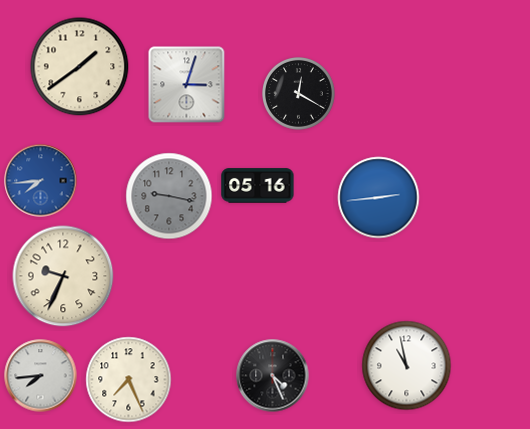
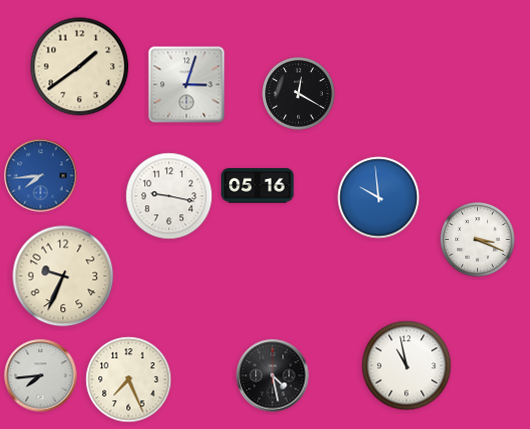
clock at (41, 181) position: (41, 181) -> (41, 176)
clock at (169, 196) dial: grey -> white
clock at (379, 198): 2:44 -> 9:59
clock at (478, 240): none -> 3:19
clock at (273, 376): 4:26 -> 4:28
